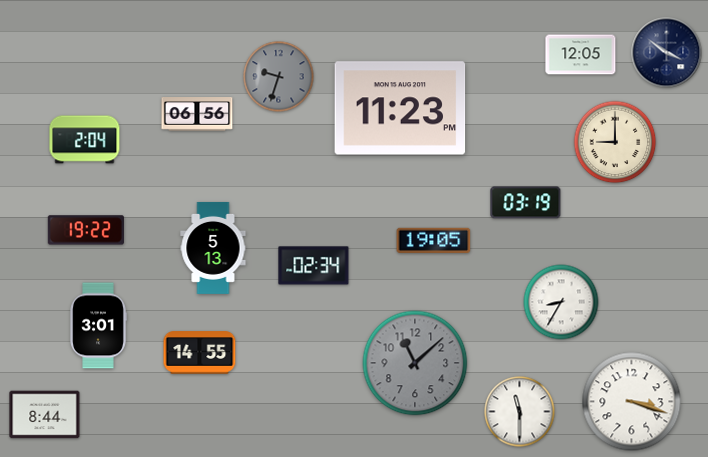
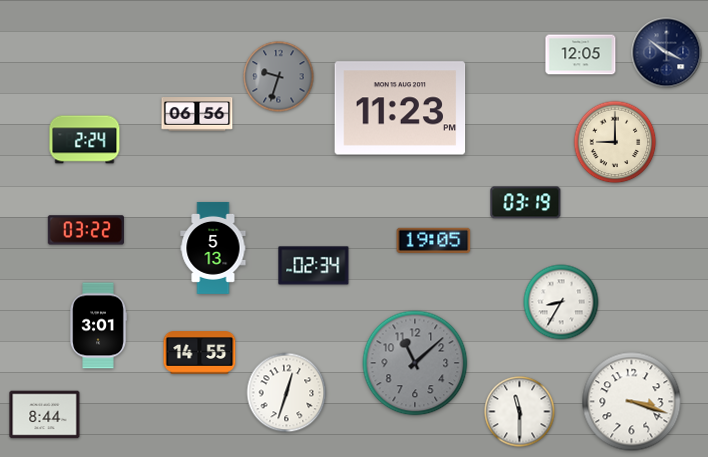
clock at (85, 140): 2:04 -> 2:24
clock at (86, 230): 19:22 -> 03:22
clock at (287, 393): none -> 12:33
